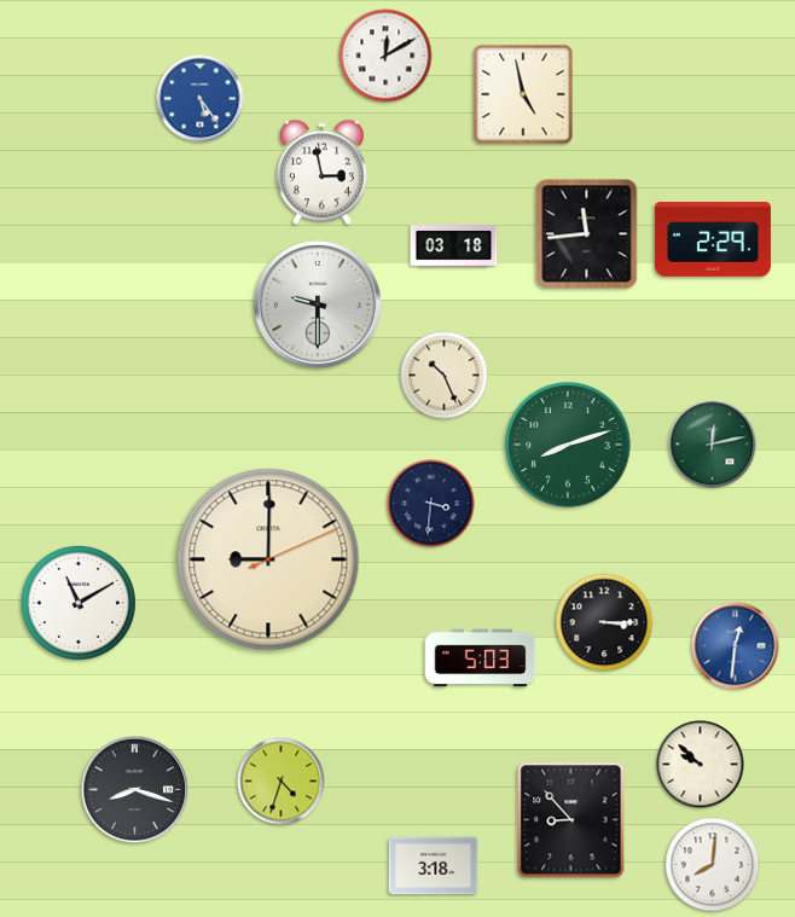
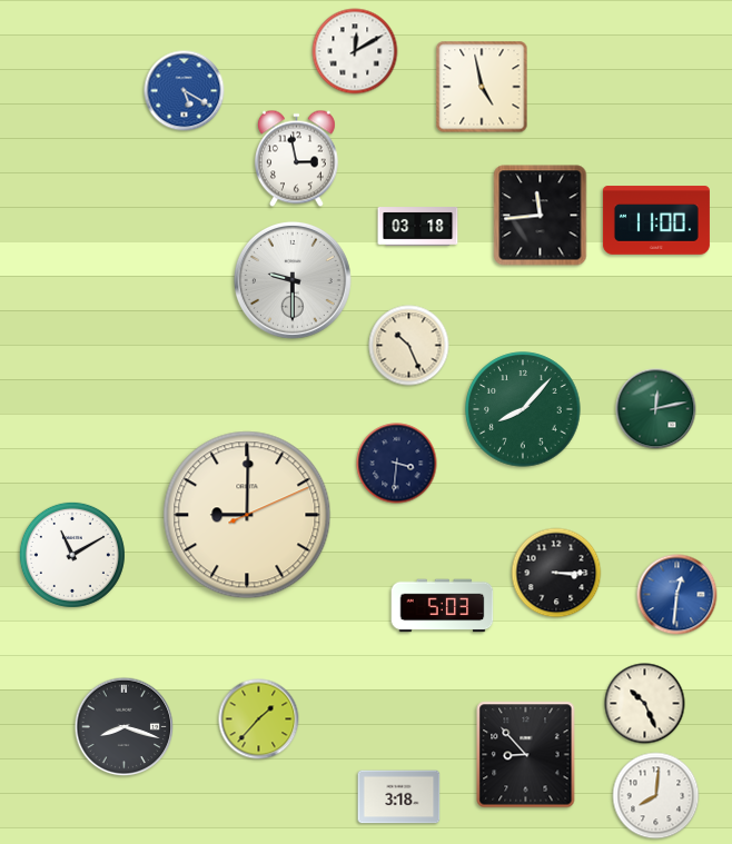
clock at (201, 99): 5:24 -> 5:20
clock at (713, 239): 2:29 -> 11:00
clock at (568, 445): 8:12 -> 8:07
clock at (701, 765): 9:52 -> 10:26
clock at (282, 782): 4:33 -> 1:37
